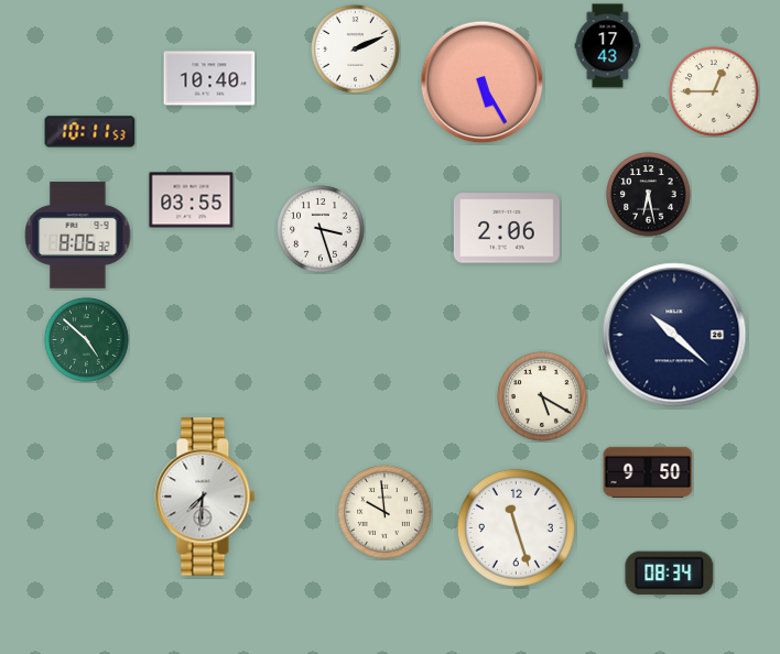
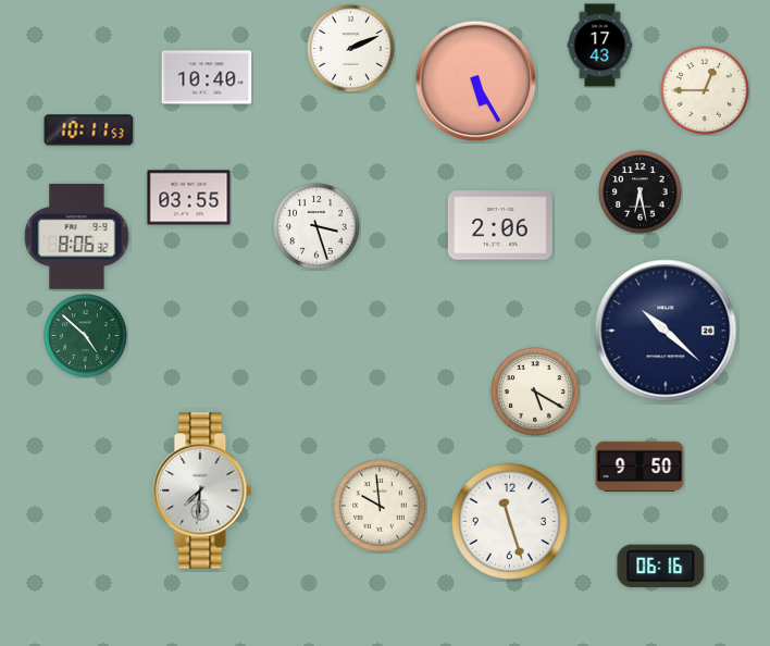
clock at (78, 236) position: (78, 236) -> (77, 237)
clock at (670, 574): 08:34 -> 06:16
